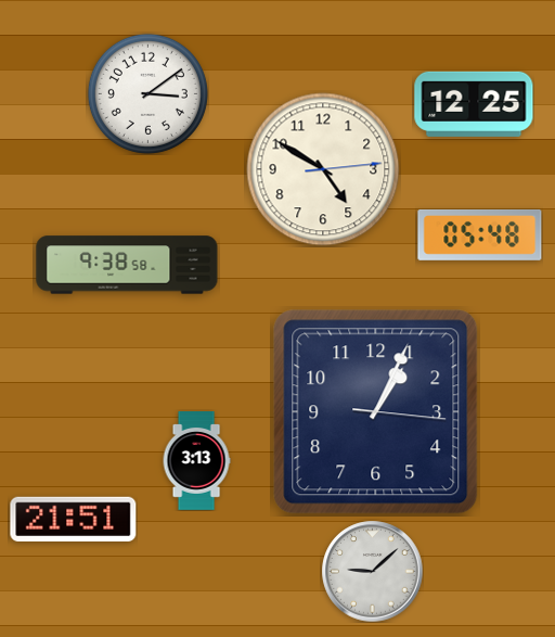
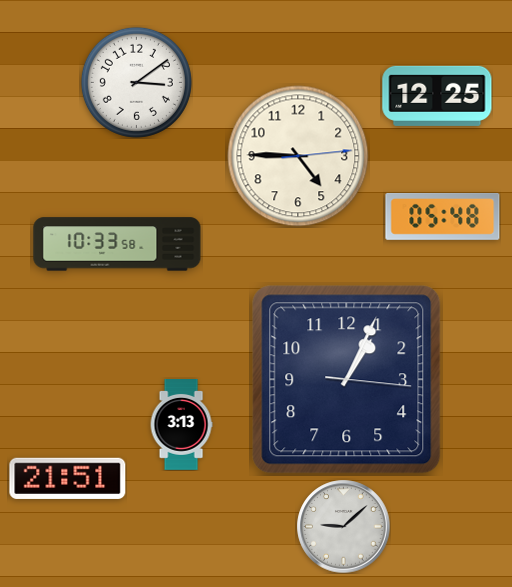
clock at (147, 93) position: (147, 93) -> (136, 82)
clock at (323, 169): 4:50 -> 4:45
clock at (127, 265): 9:38 -> 10:33
